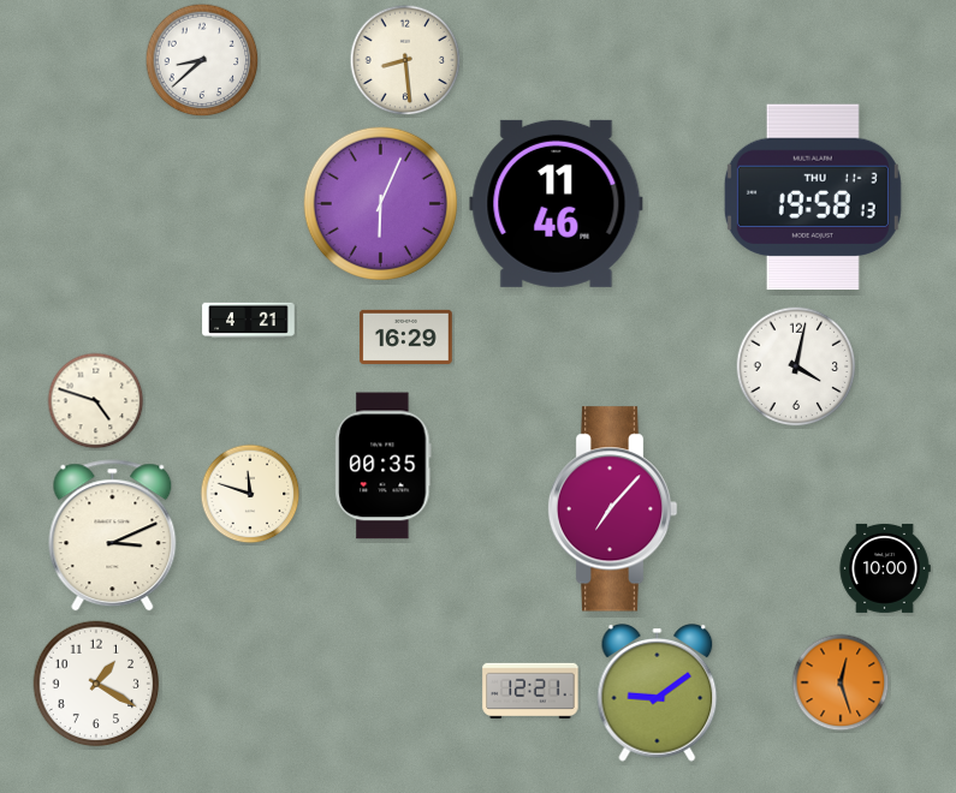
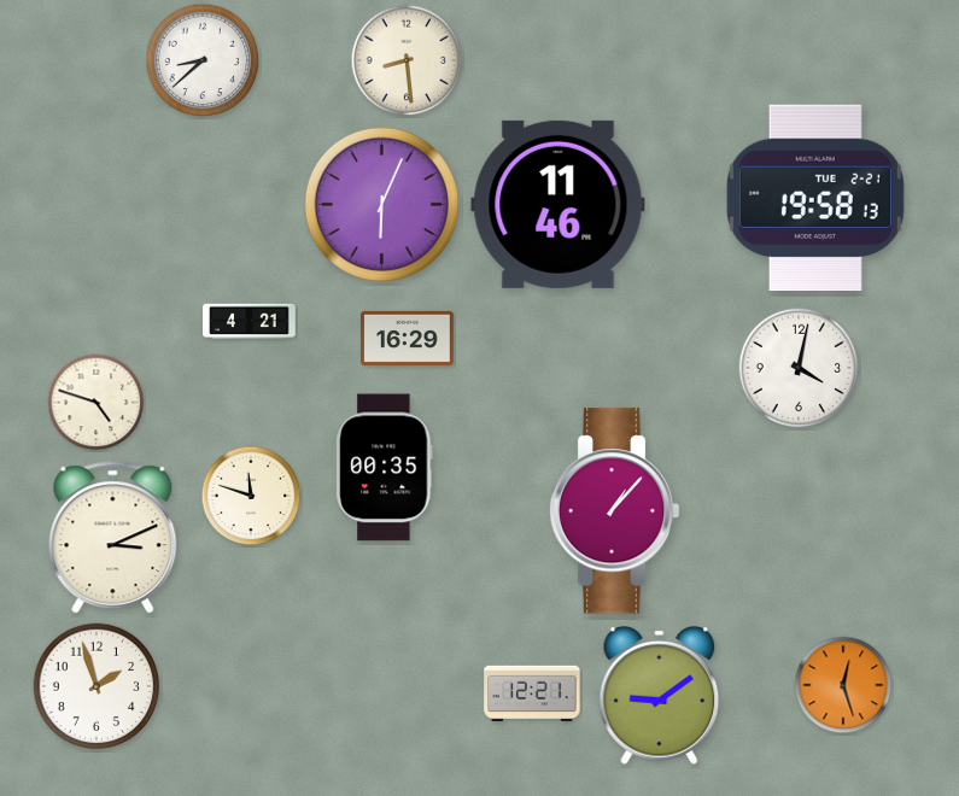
clock at (813, 197) date: THU 11-3 -> TUE 2-21
clock at (612, 509): 7:07 -> 1:07
clock at (885, 568): 10:00 -> none
clock at (96, 684): 1:20 -> 1:57
